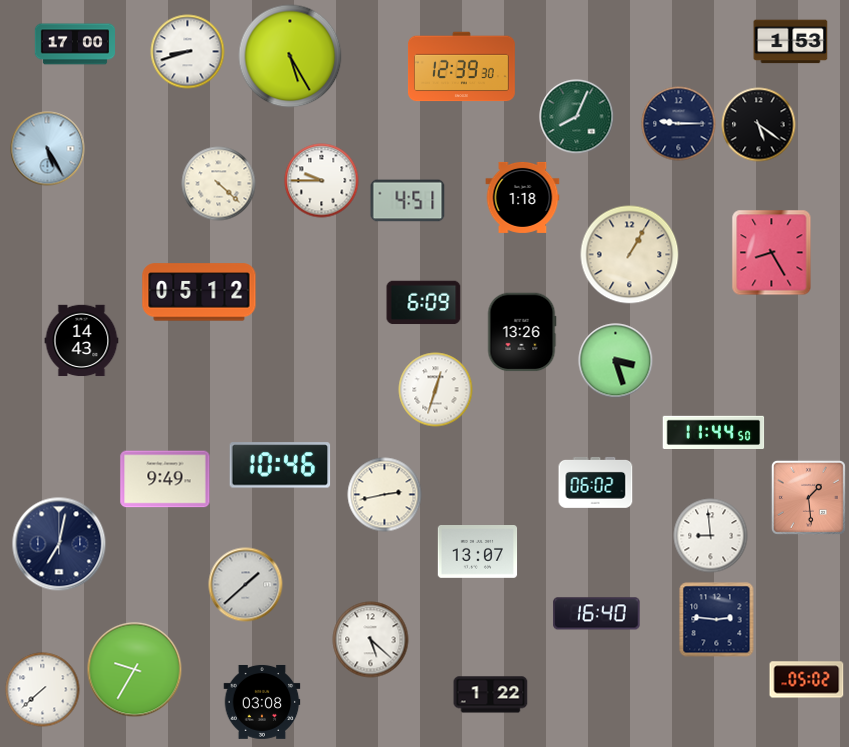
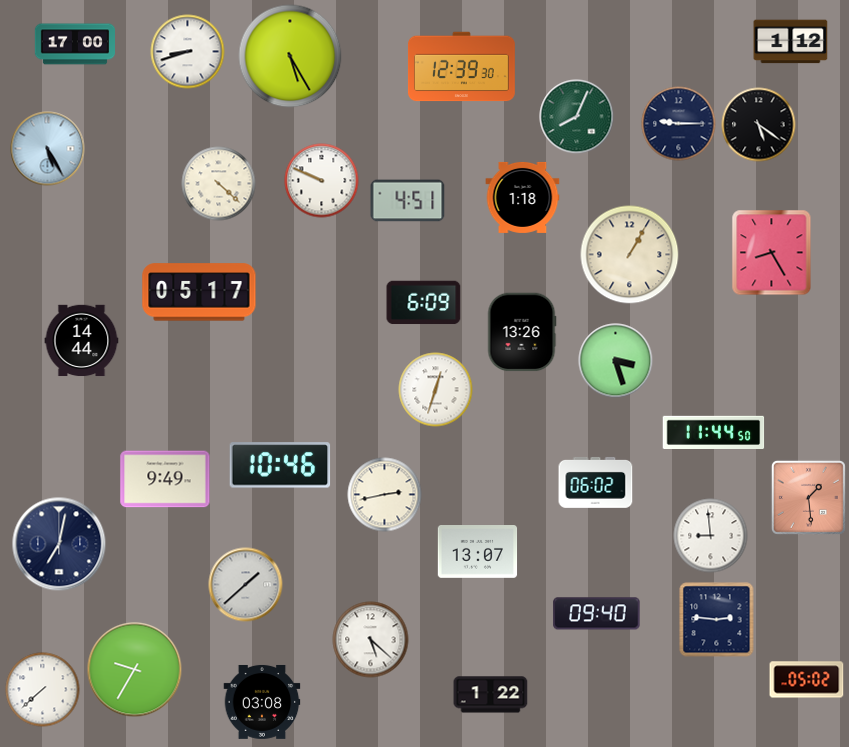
clock at (791, 42): 1:53 -> 1:12
clock at (322, 181): 9:45 -> 9:49
clock at (199, 292): 05:12 -> 05:17
clock at (82, 341): 14:43 -> 14:44
clock at (597, 614): 16:40 -> 09:40
